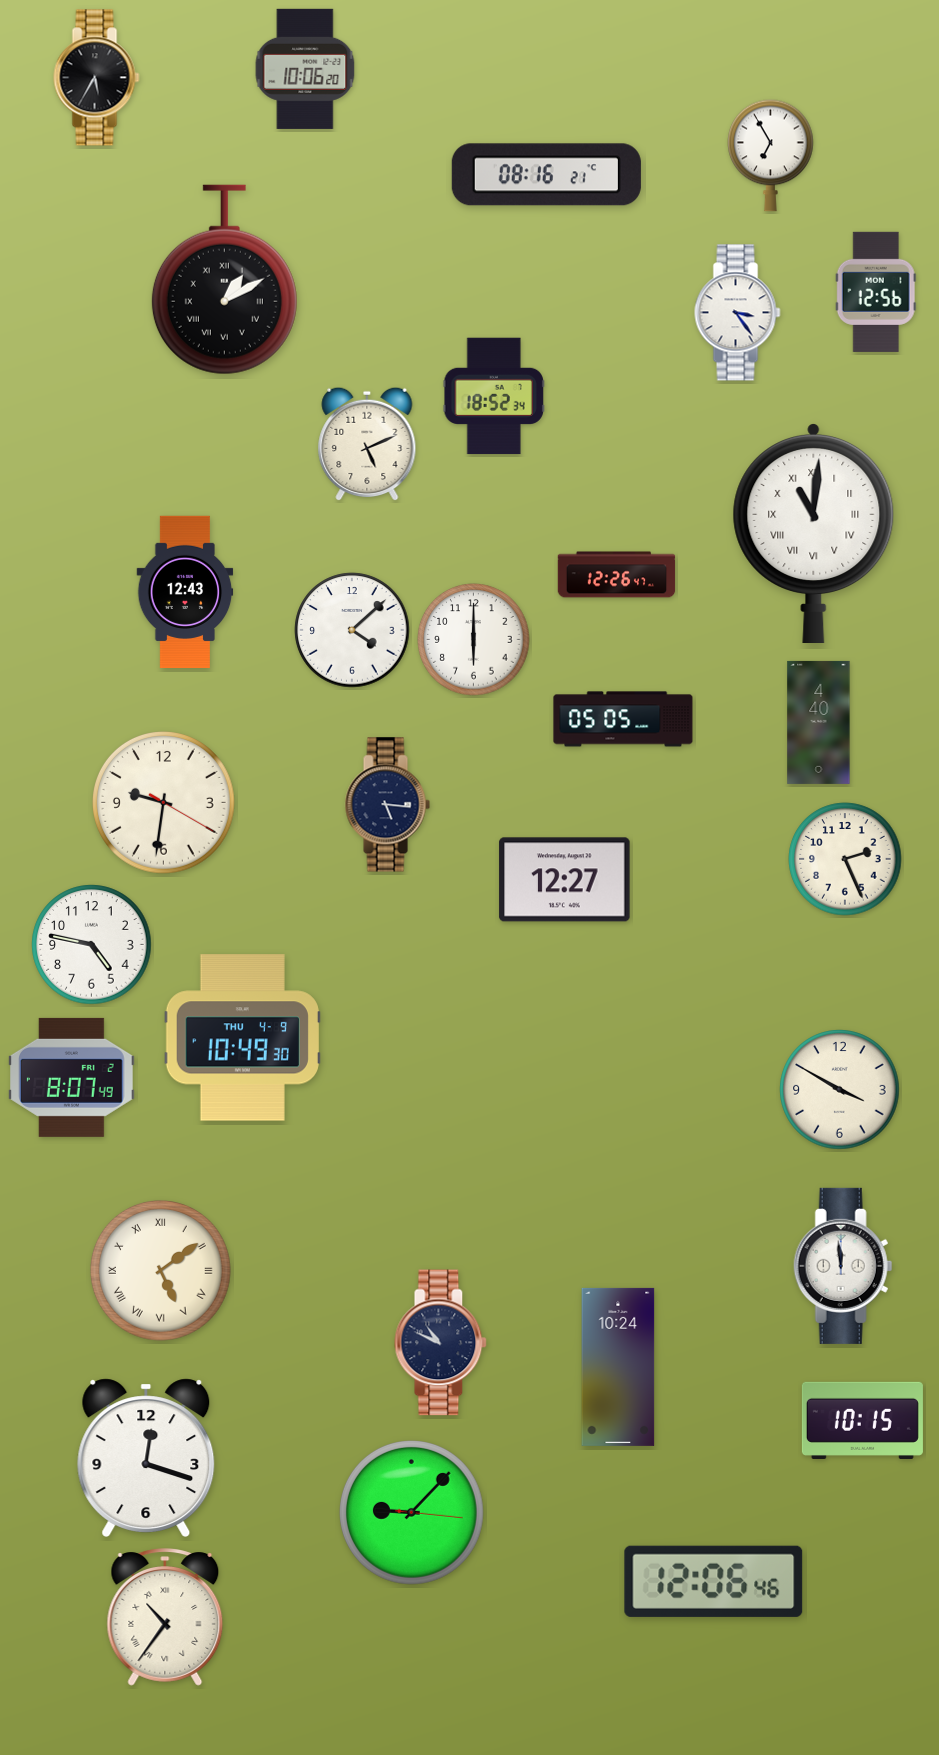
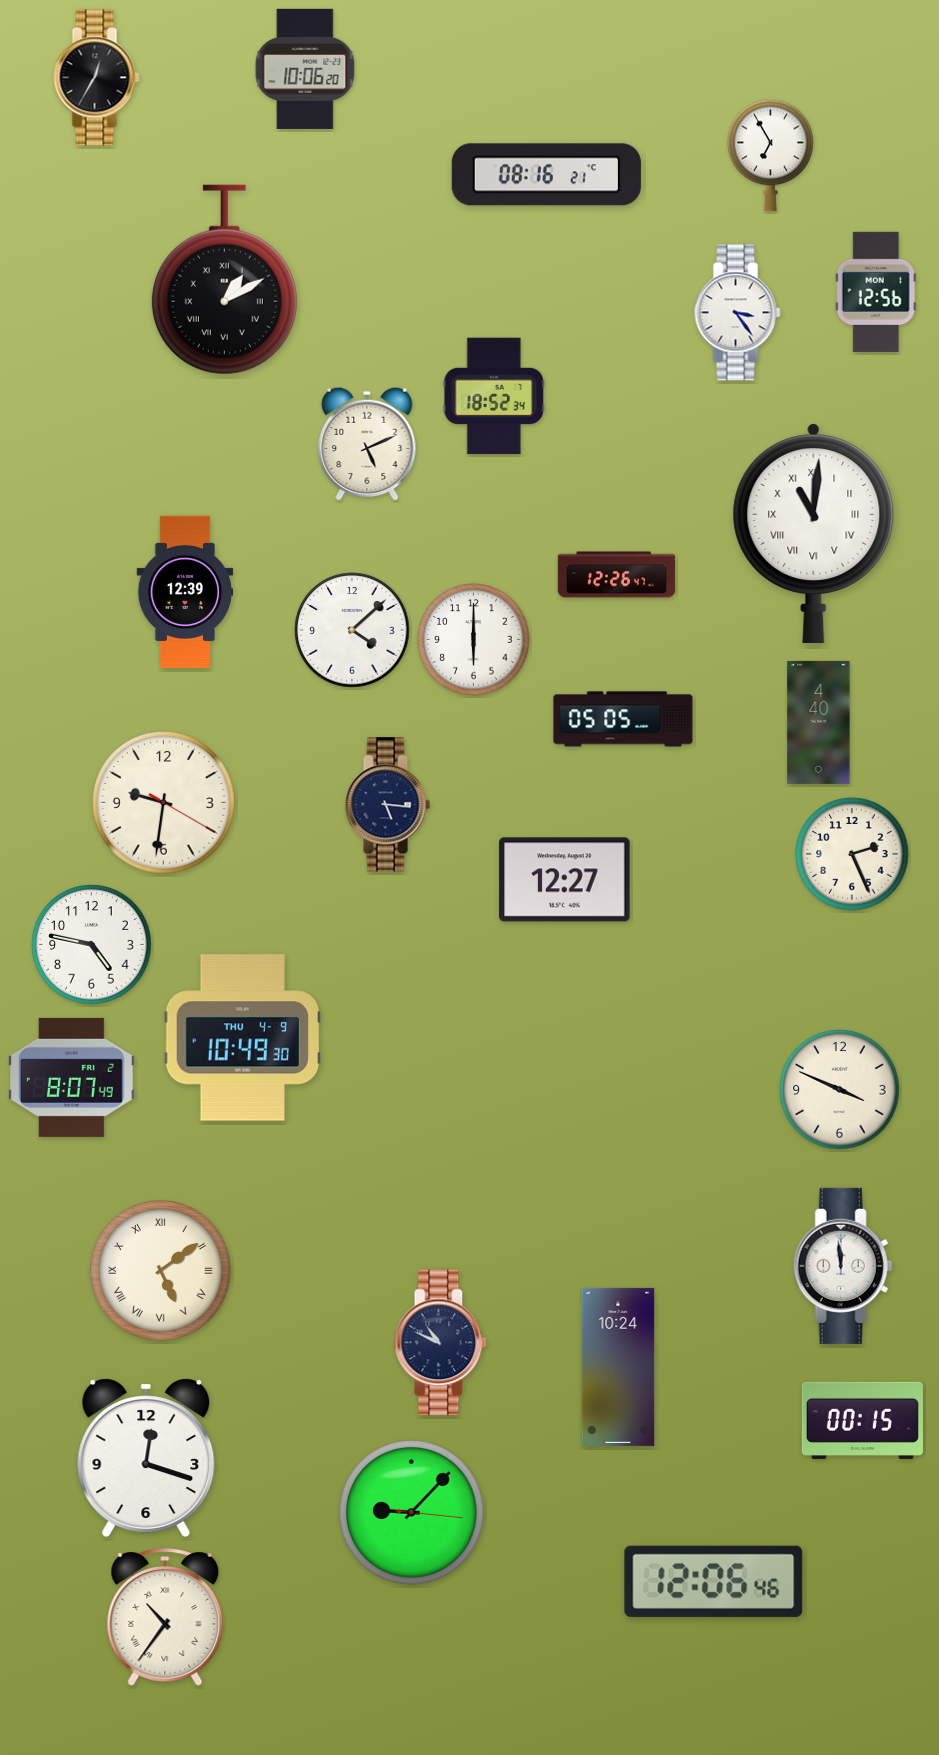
clock at (97, 78): 5:35 -> 12:35
clock at (185, 592): 12:43 -> 12:39
clock at (845, 859) position: (845, 859) -> (852, 854)
clock at (840, 1090): 3:50 -> 3:49
clock at (862, 1420): 10:15 -> 00:15
